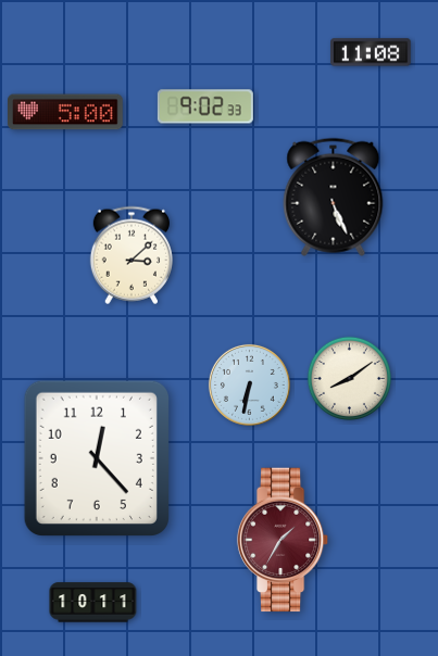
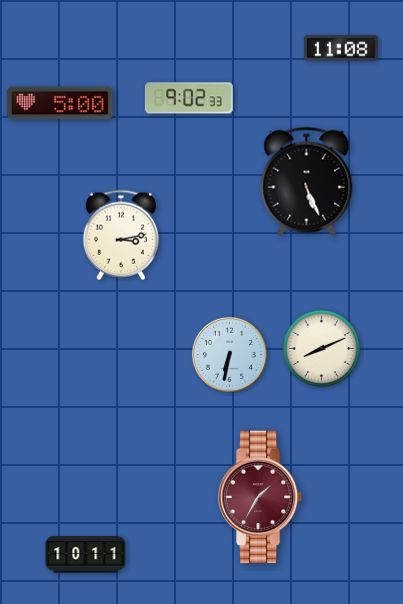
clock at (132, 255): 3:08 -> 3:13
clock at (349, 378): 8:09 -> 8:11
clock at (97, 458): 12:23 -> none
